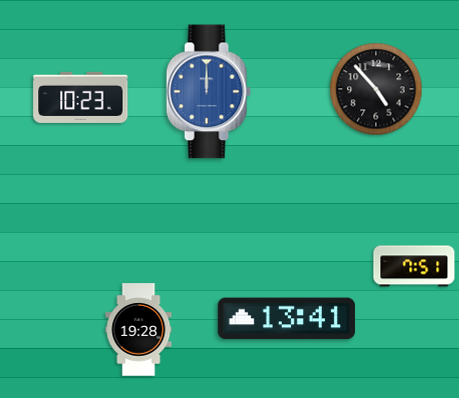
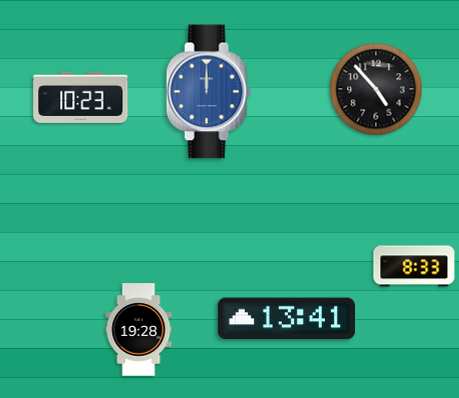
clock at (414, 266): 7:51 -> 8:33
